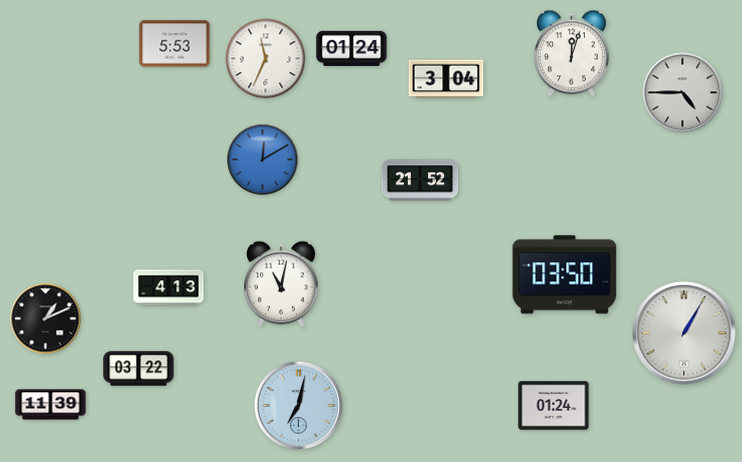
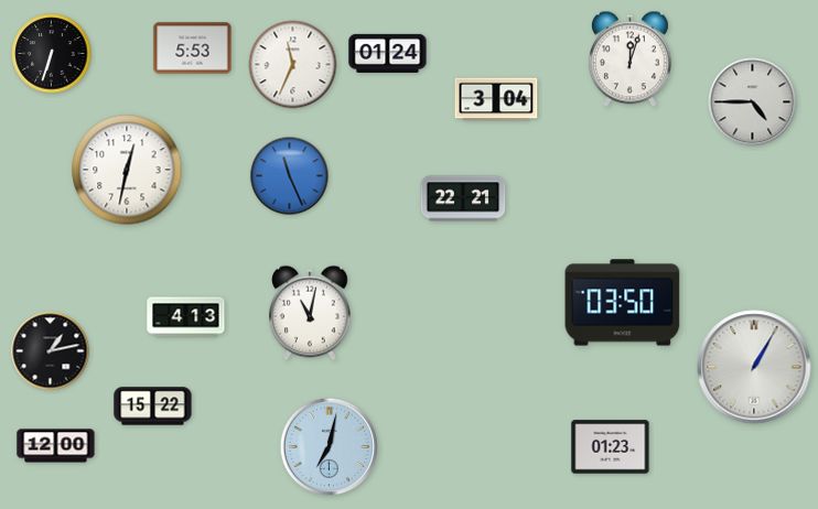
clock at (52, 54): none -> 6:33
clock at (446, 79) position: (446, 79) -> (496, 99)
clock at (127, 170): none -> 12:32
clock at (263, 160): 12:10 -> 11:26
clock at (420, 180): 21:52 -> 22:21
clock at (46, 319): 1:11 -> 1:13
clock at (139, 369): 03:22 -> 15:22
clock at (51, 405): 11:39 -> 12:00
clock at (554, 406): 01:24 -> 01:23
